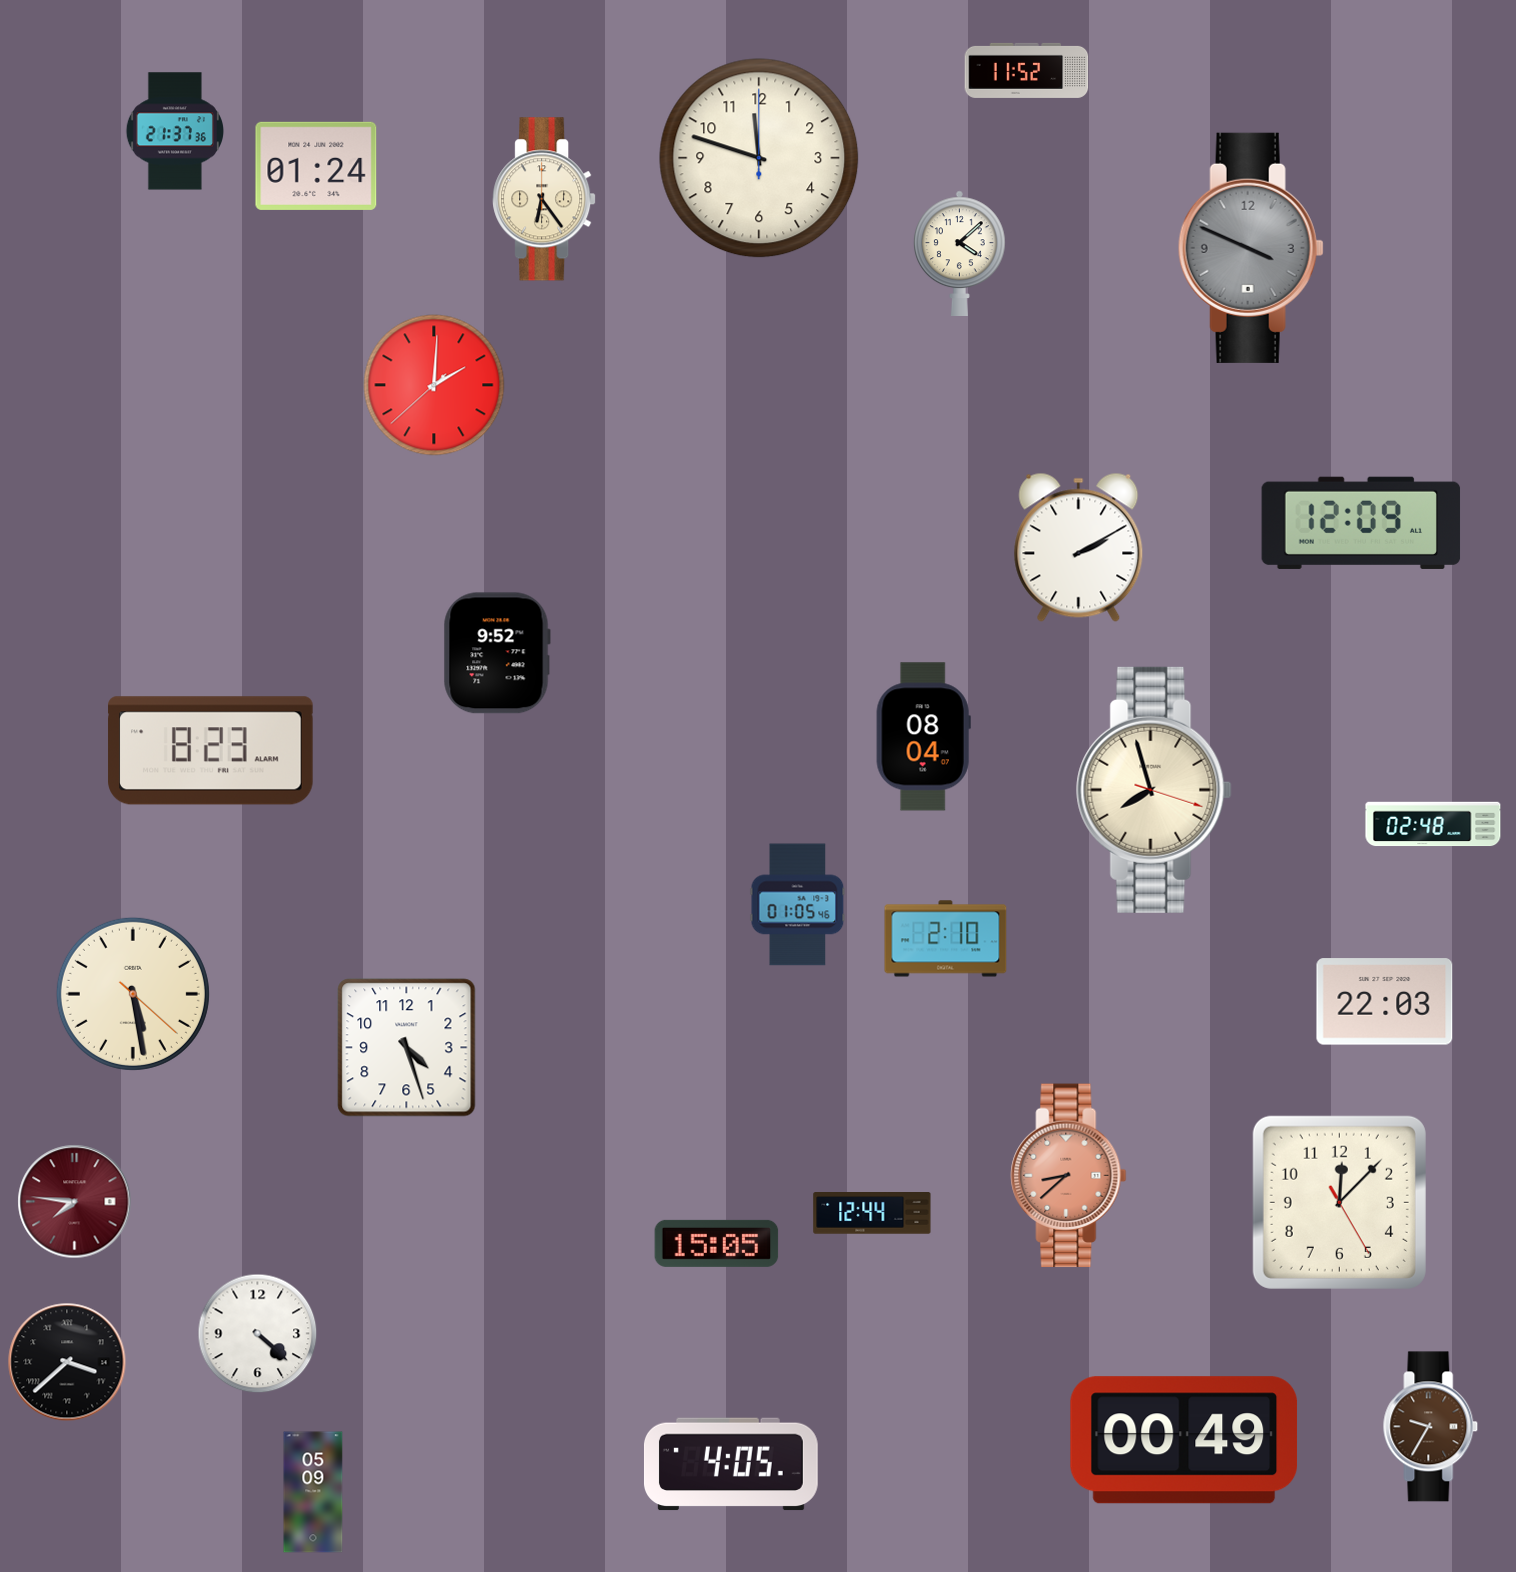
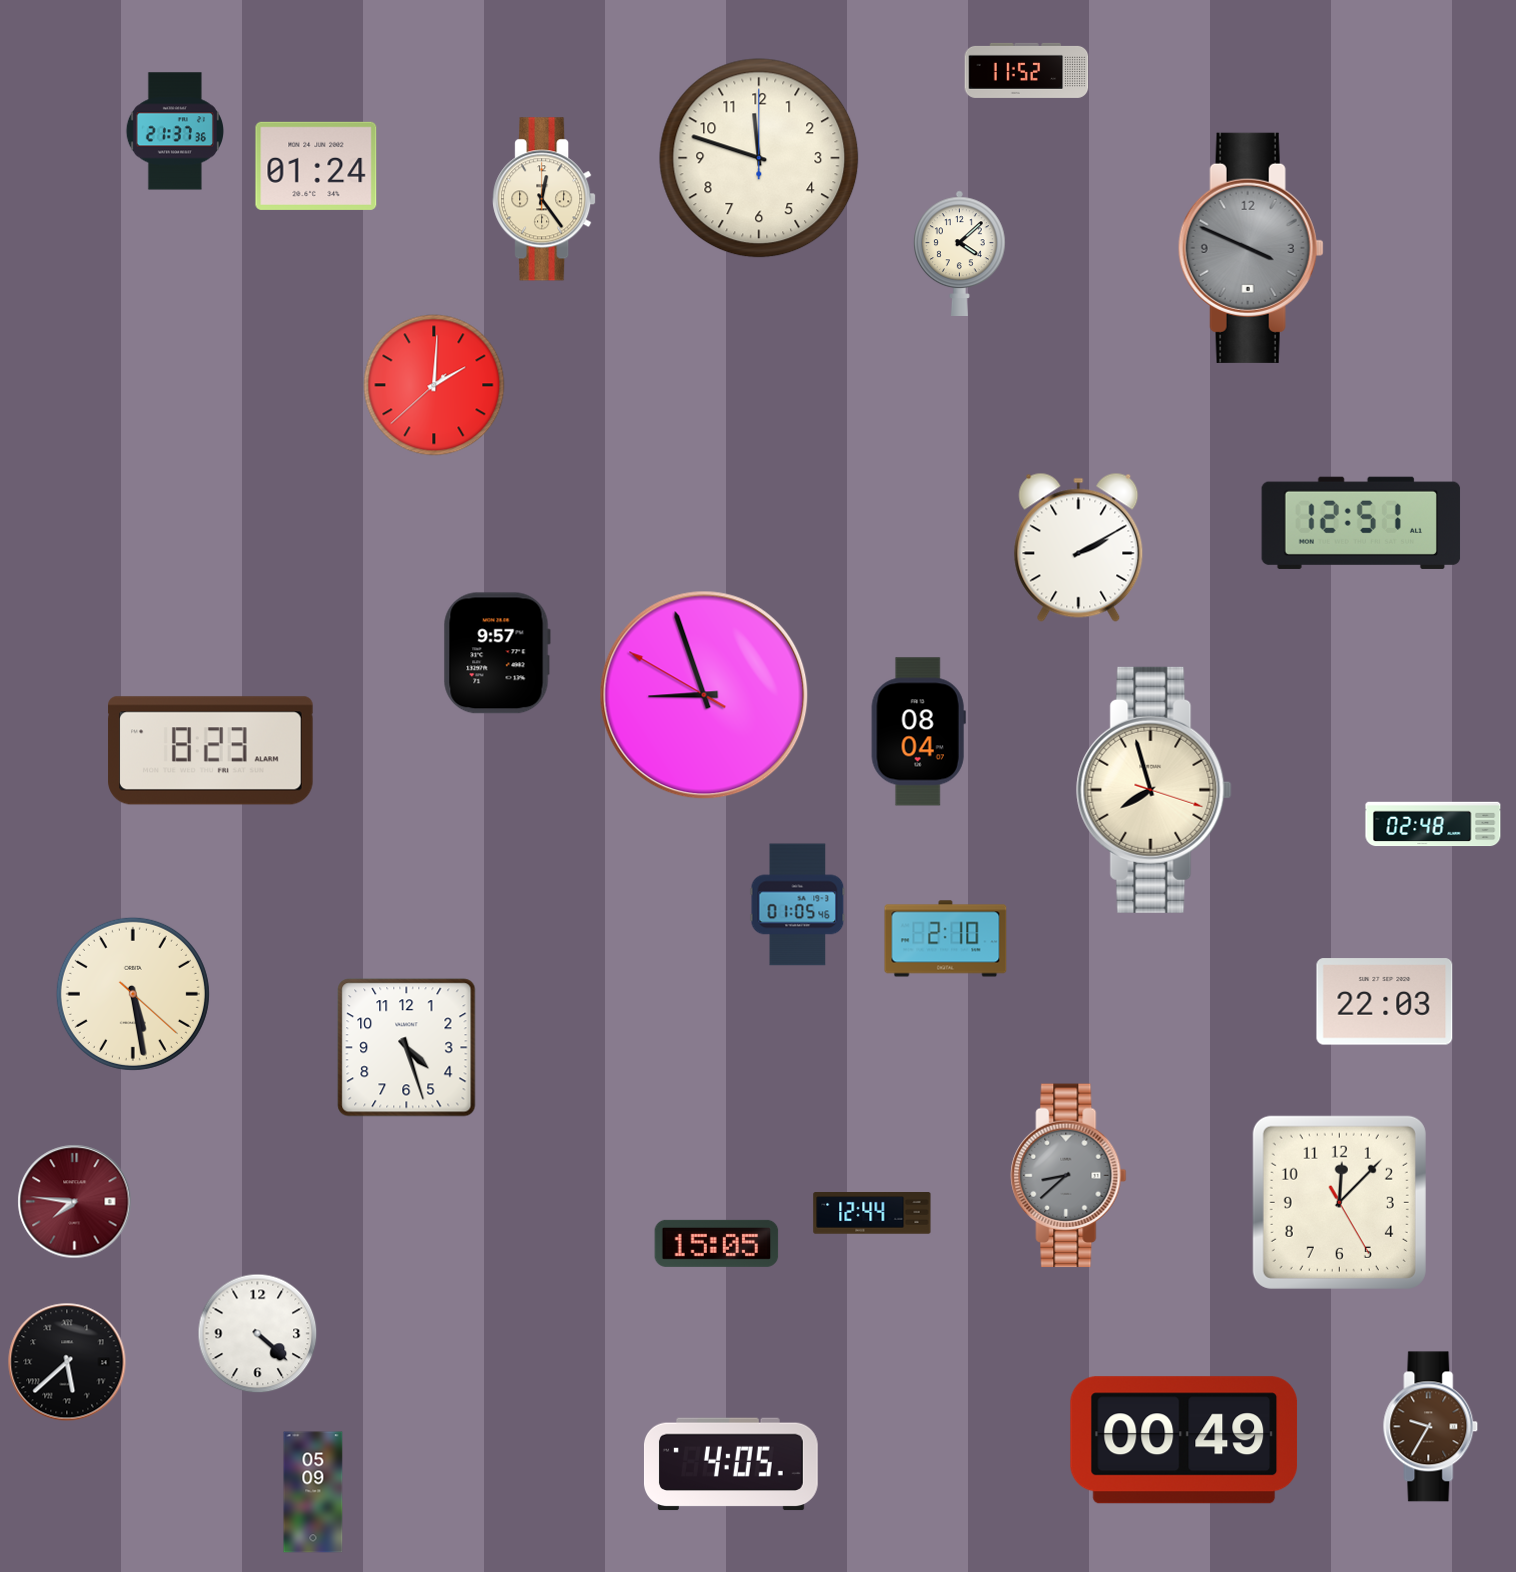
clock at (544, 199): 6:24 -> 12:24
clock at (1361, 523): 12:09 -> 12:51
clock at (497, 653): 9:52 -> 9:57
clock at (704, 695): none -> 8:56
clock at (923, 737) position: (923, 737) -> (918, 732)
clock at (1069, 1176) dial: salmon -> grey
clock at (67, 1362): 3:38 -> 5:38
